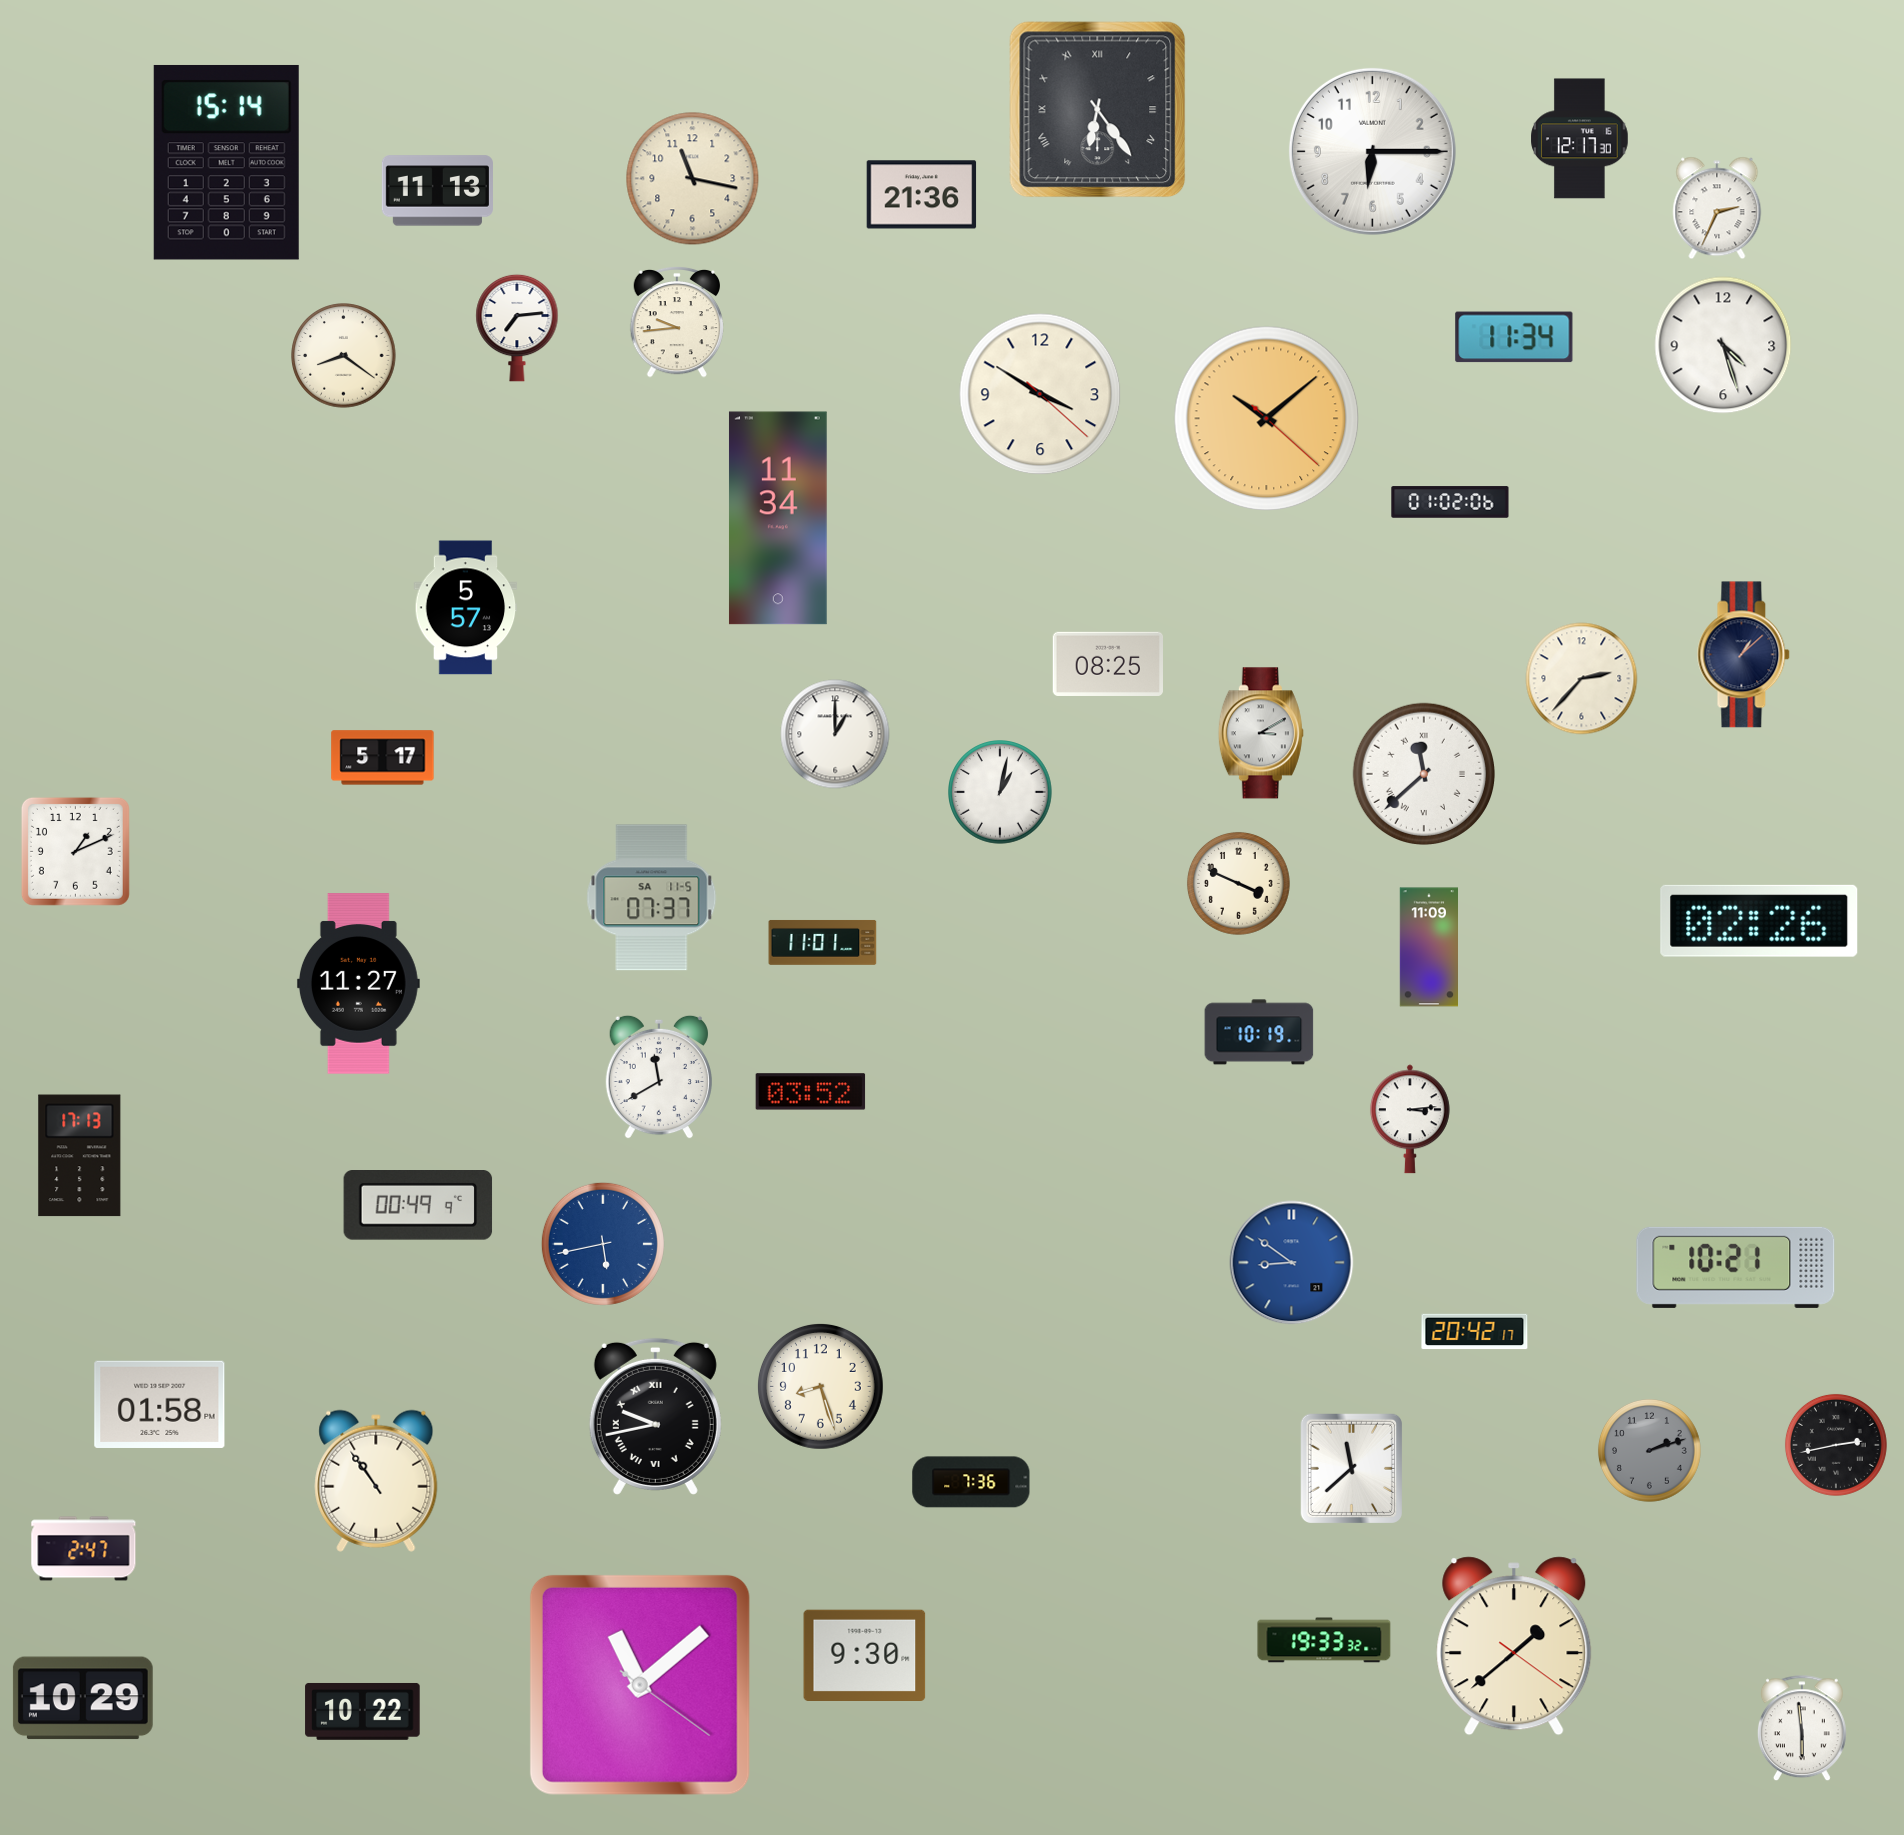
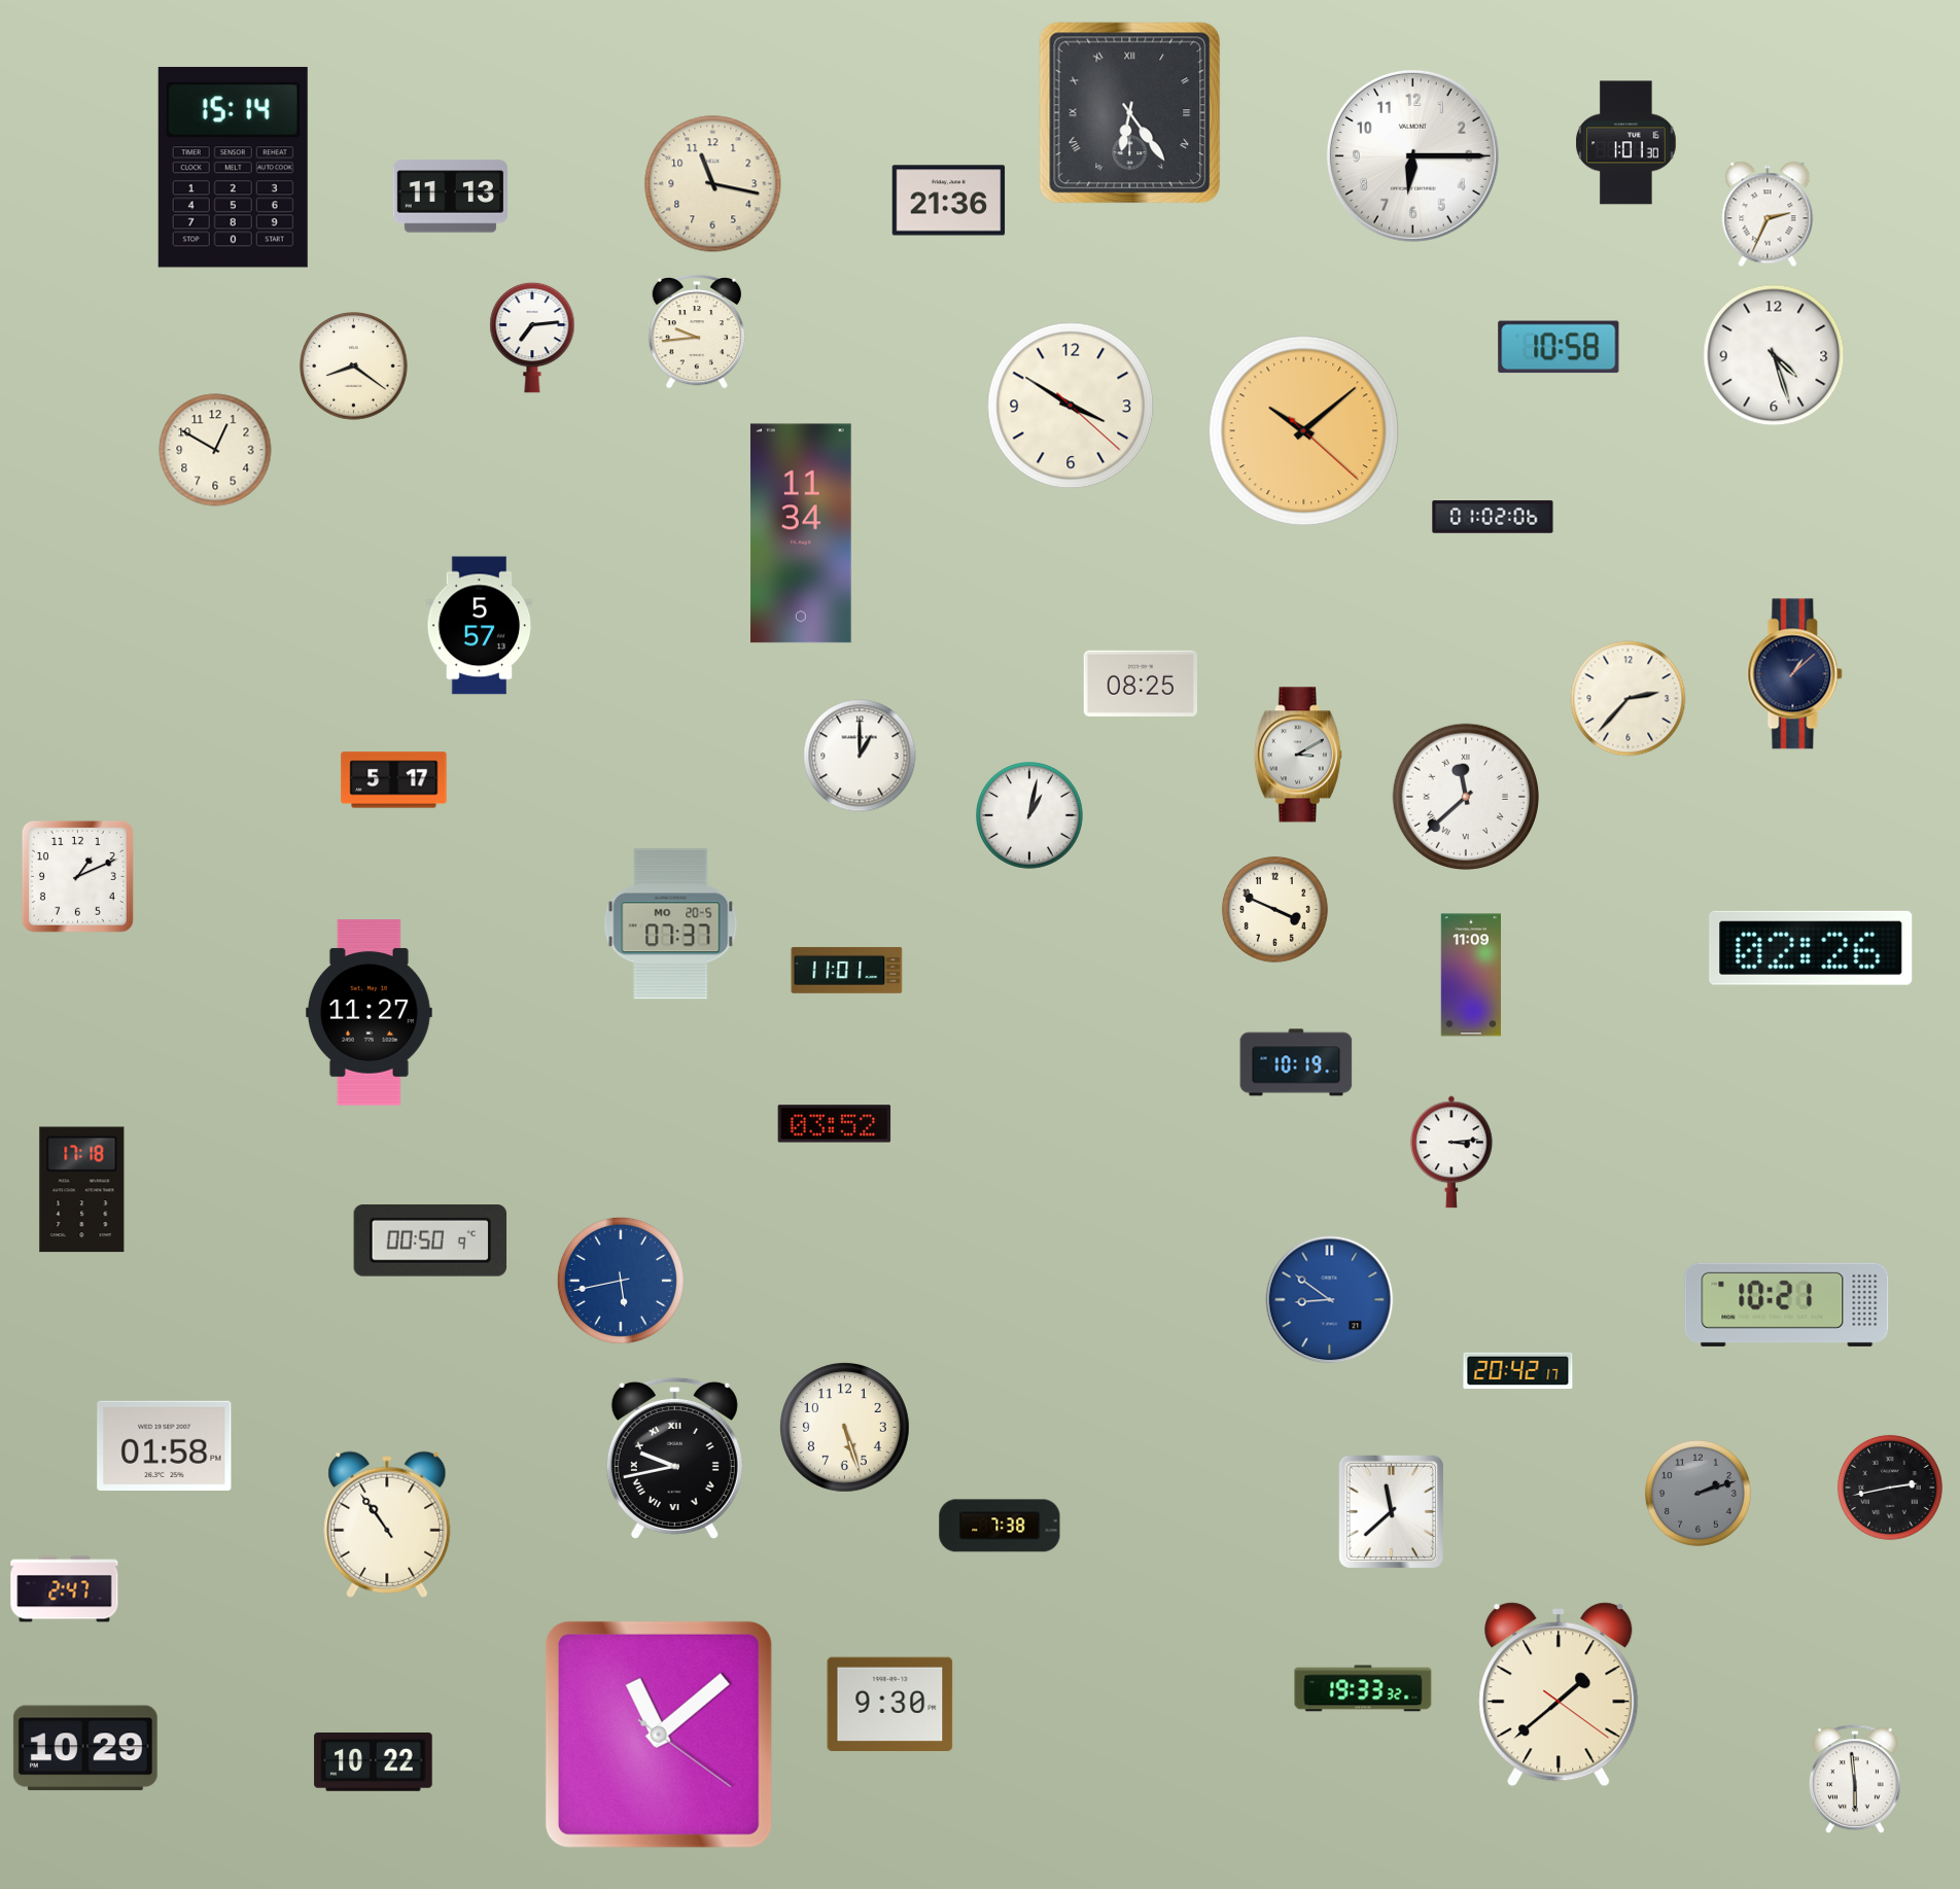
clock at (1580, 139): 12:17 -> 1:01
clock at (1514, 337): 11:34 -> 10:58
clock at (215, 450): none -> 12:50
clock at (652, 898) date: SA 11-5 -> MO 20-5
clock at (659, 1077): 11:40 -> none
clock at (80, 1156): 17:13 -> 17:18
clock at (418, 1206): 00:49 -> 00:50
clock at (820, 1386): 8:27 -> 5:27
clock at (971, 1482): 7:36 -> 7:38
clock at (84, 1549) position: (84, 1549) -> (65, 1589)
